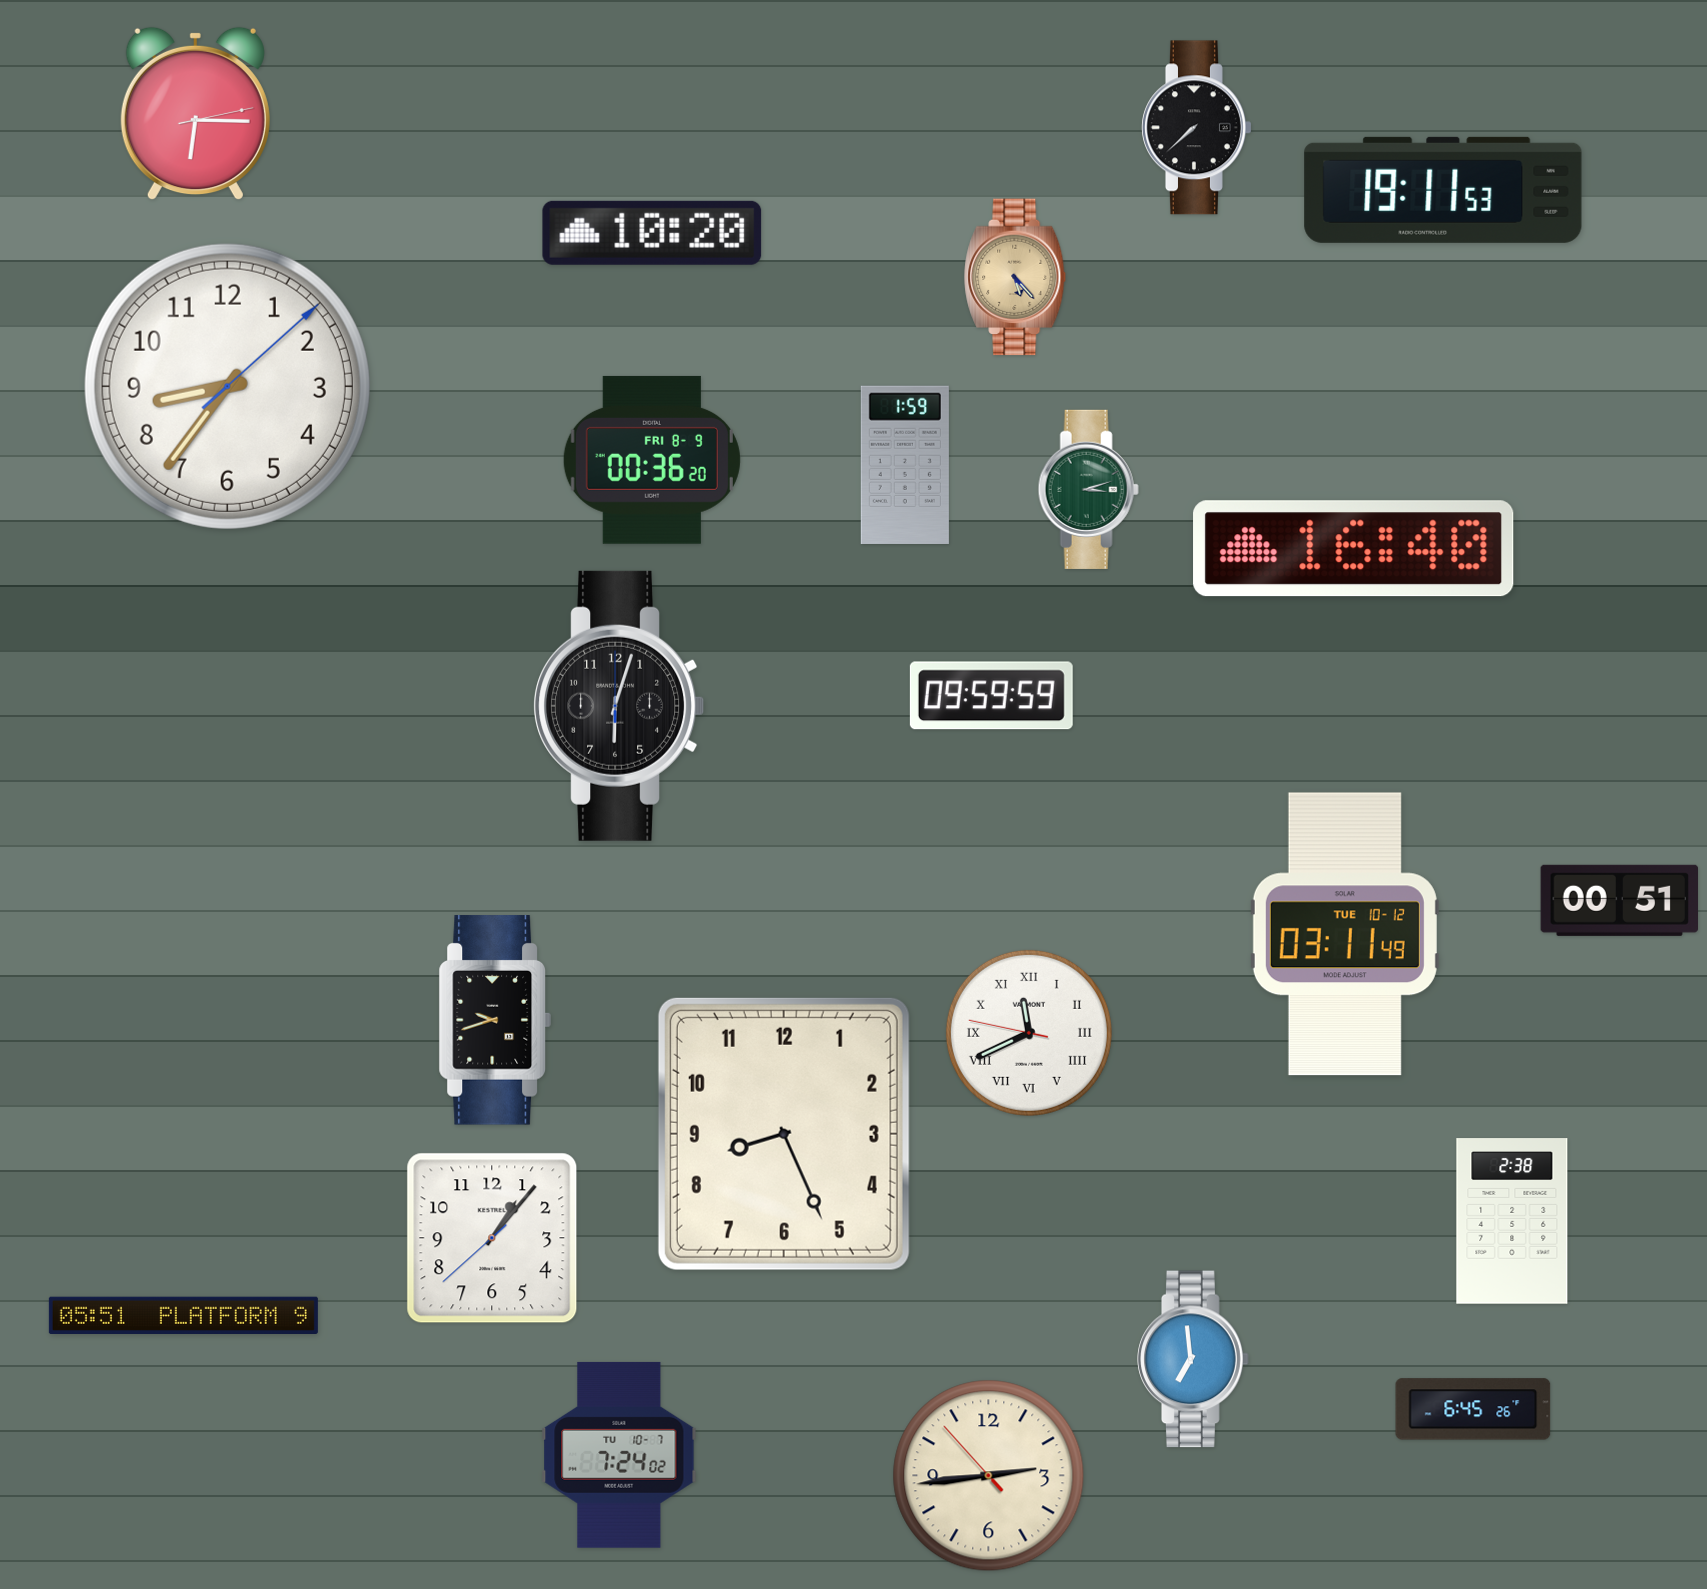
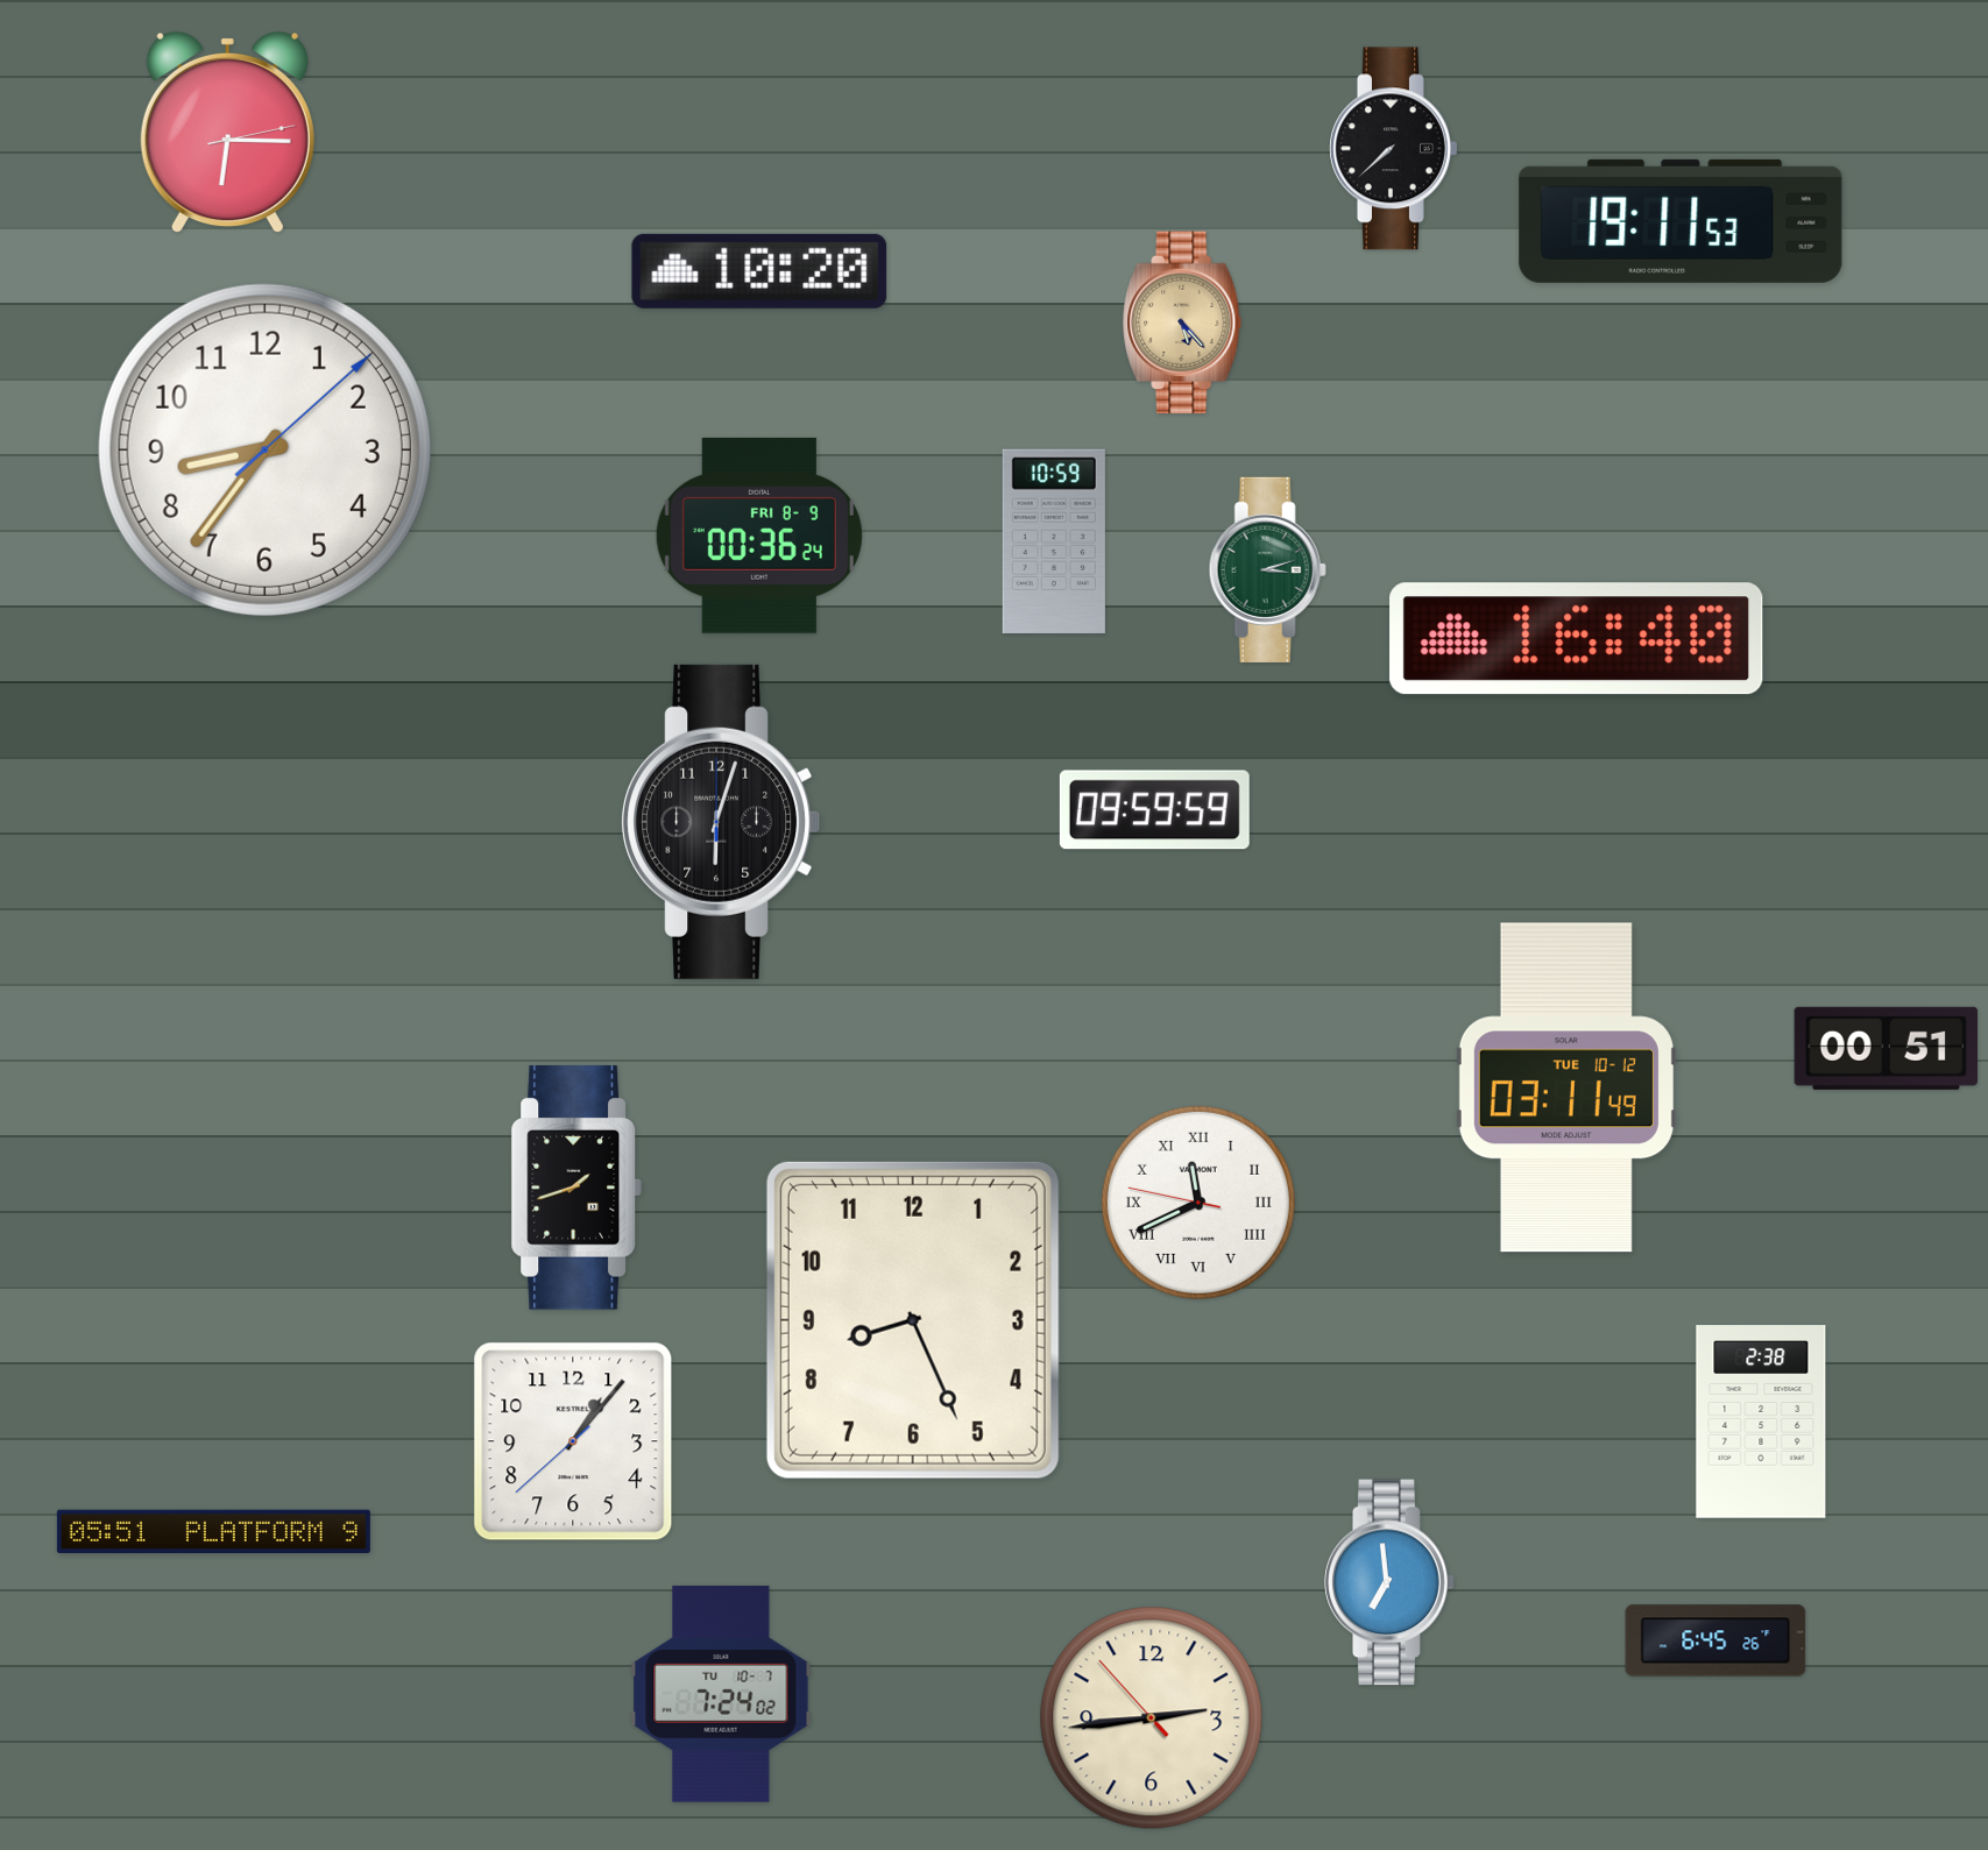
clock at (652, 460): 00:36:20 -> 00:36:24
clock at (905, 465): 1:59 -> 10:59
clock at (494, 1020): 9:42 -> 1:42
